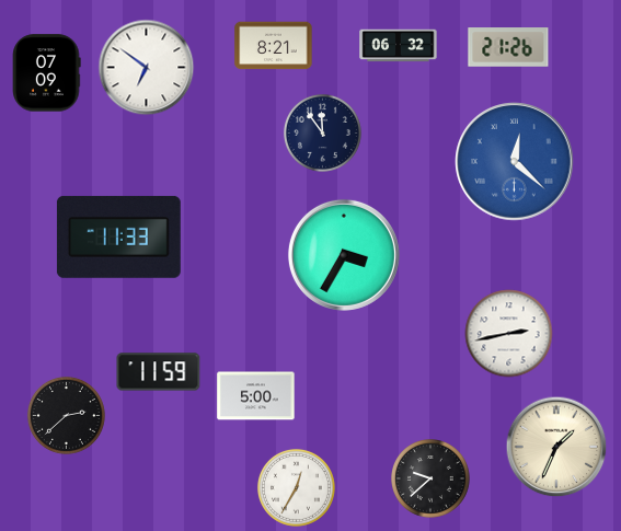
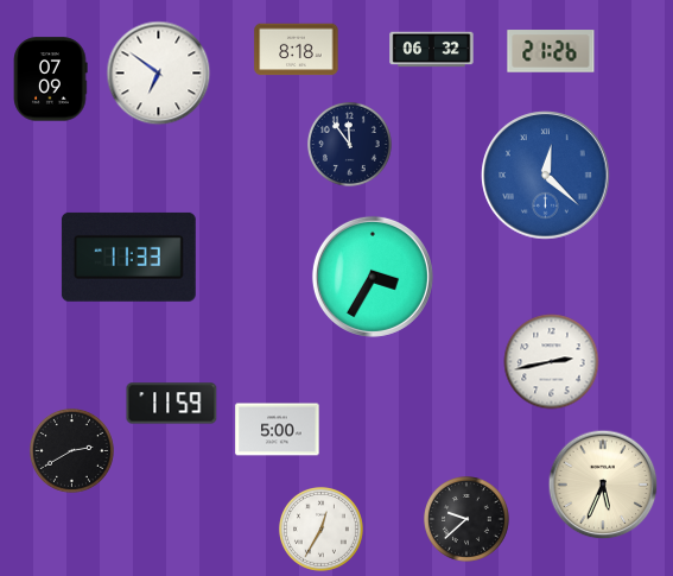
clock at (274, 46): 8:21 -> 8:18
clock at (515, 162) position: (515, 162) -> (546, 176)
clock at (66, 415): 2:38 -> 2:40
clock at (556, 447): 1:34 -> 5:34
